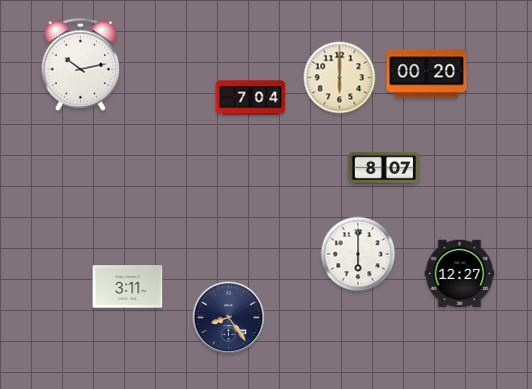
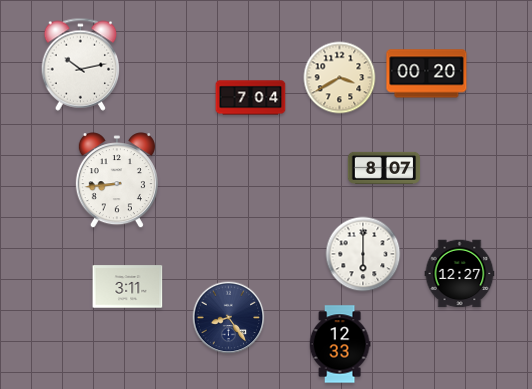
clock at (340, 78): 6:00 -> 3:40
clock at (117, 181): none -> 8:44
clock at (358, 254) position: (358, 254) -> (363, 254)
clock at (340, 344): none -> 12:33
